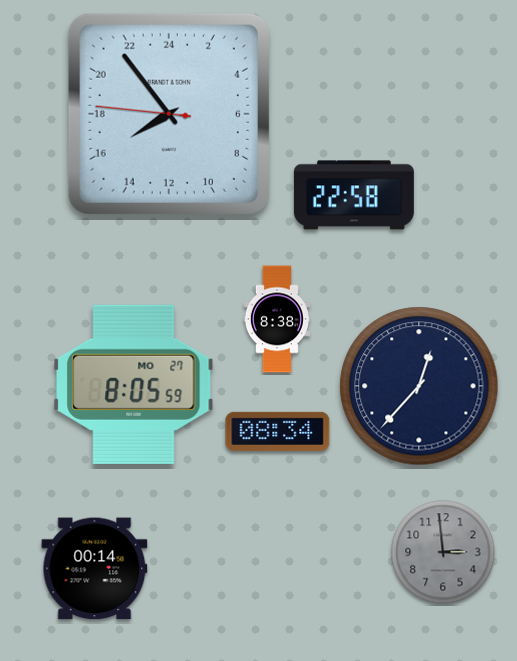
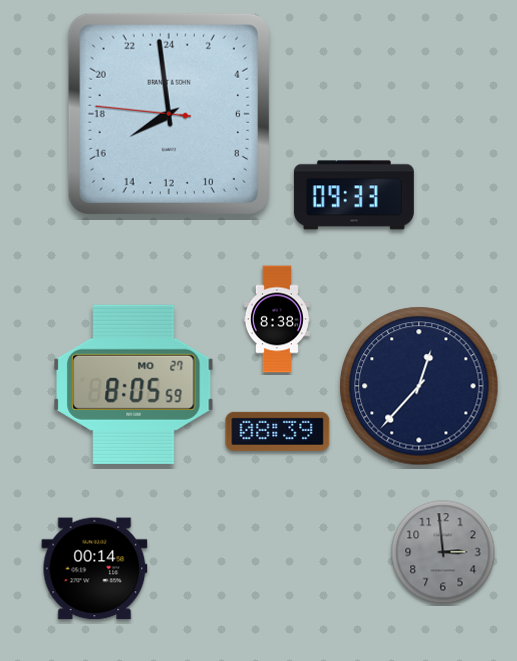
clock at (169, 114): 15:53 -> 15:58
clock at (354, 195): 22:58 -> 09:33
clock at (278, 431): 08:34 -> 08:39
